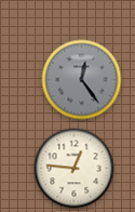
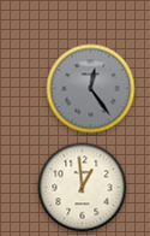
clock at (75, 169): 12:46 -> 12:59
